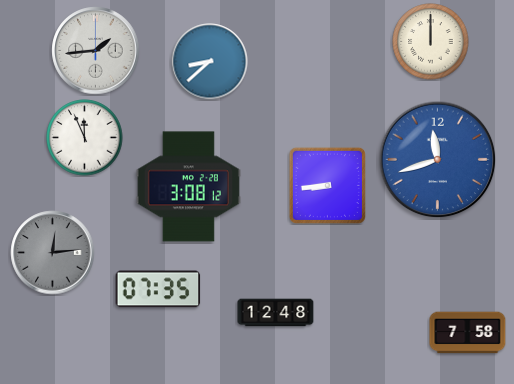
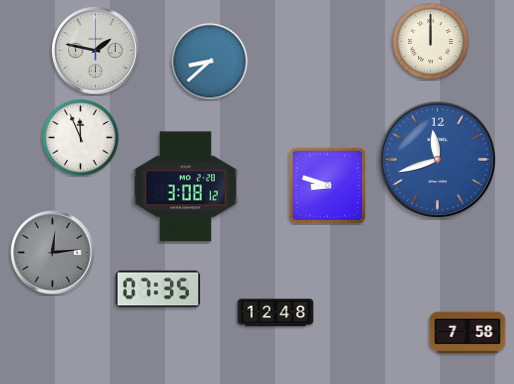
clock at (96, 51): 1:44 -> 1:47
clock at (85, 138) position: (85, 138) -> (81, 138)
clock at (327, 185): 8:44 -> 8:48
clock at (188, 187) position: (188, 187) -> (185, 187)
